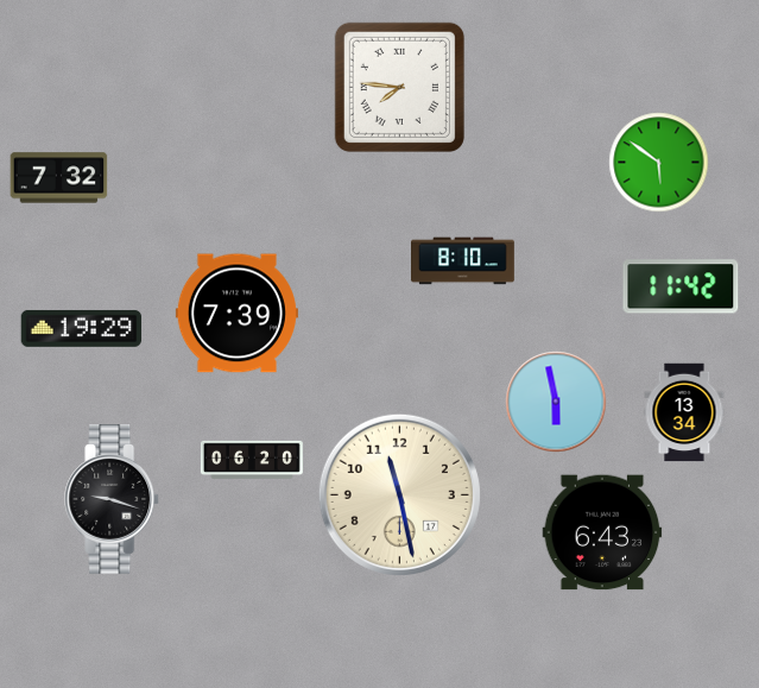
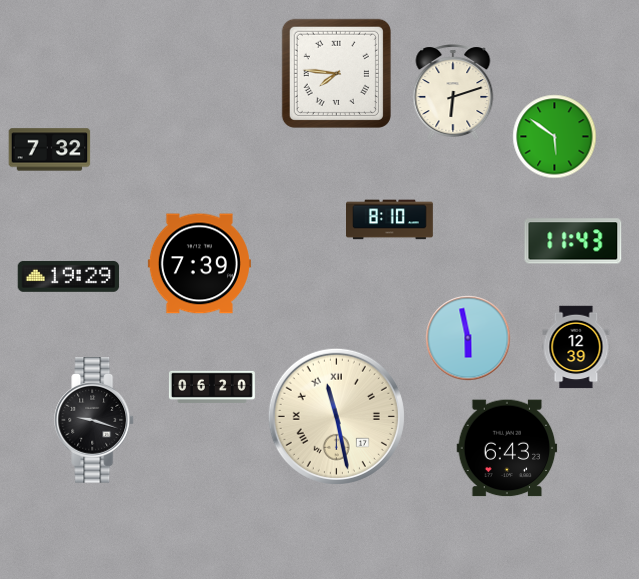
clock at (453, 92): none -> 6:12
clock at (681, 286): 11:42 -> 11:43
clock at (684, 412): 13:34 -> 12:39
clock at (399, 494) numerals: Arabic -> Roman
